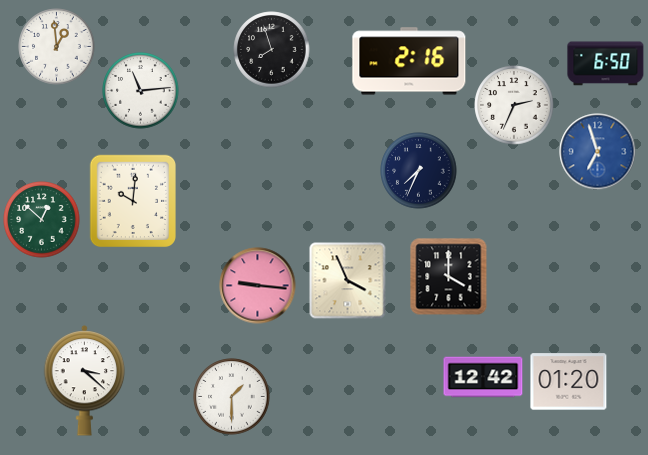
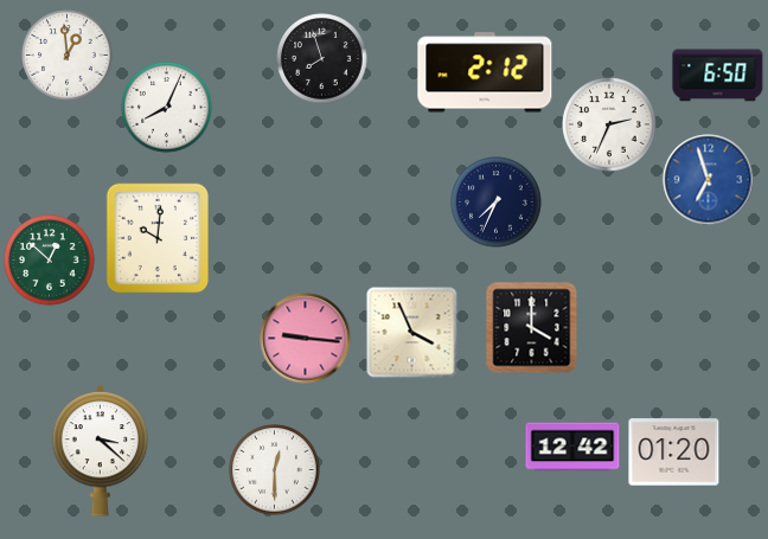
clock at (409, 61): 2:16 -> 2:12
clock at (141, 91): 11:14 -> 8:04
clock at (232, 397): 1:30 -> 12:30
